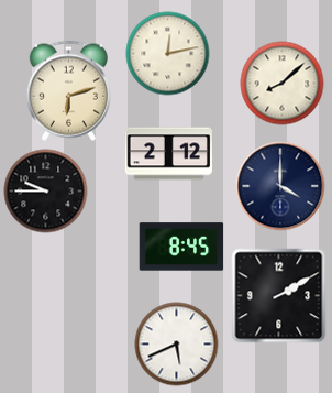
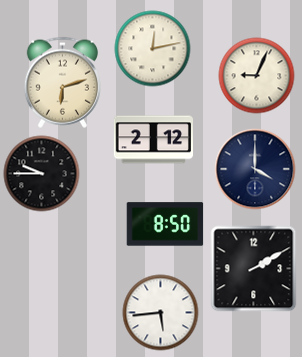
clock at (283, 84): 8:08 -> 9:04
clock at (181, 247): 8:45 -> 8:50
clock at (177, 345): 5:41 -> 5:44
